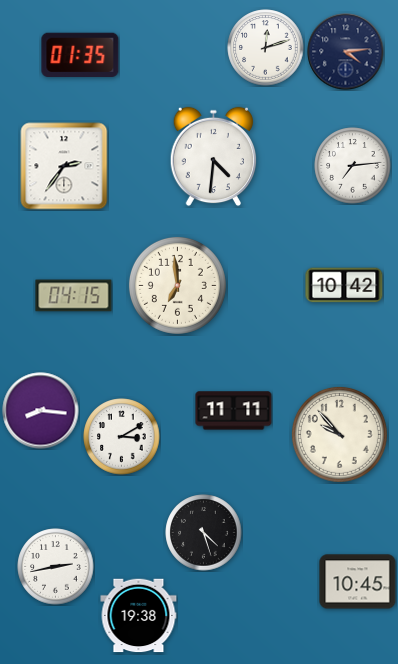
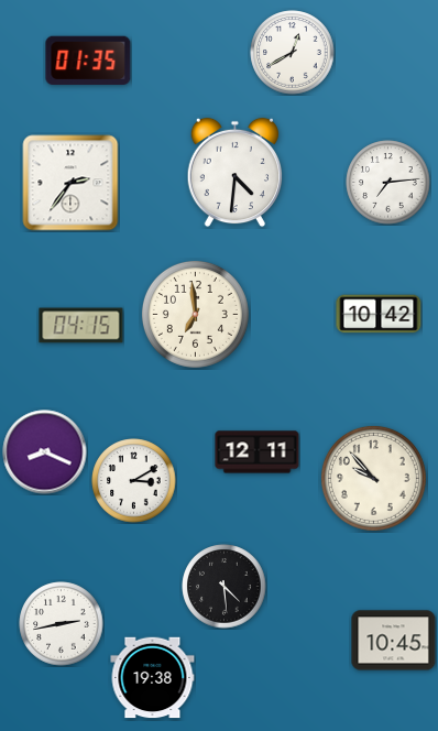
clock at (266, 48): 12:12 -> 12:40
clock at (346, 52): 4:14 -> none
clock at (41, 411): 8:16 -> 8:19
clock at (234, 411): 11:11 -> 12:11
clock at (204, 533): 4:27 -> 4:29
